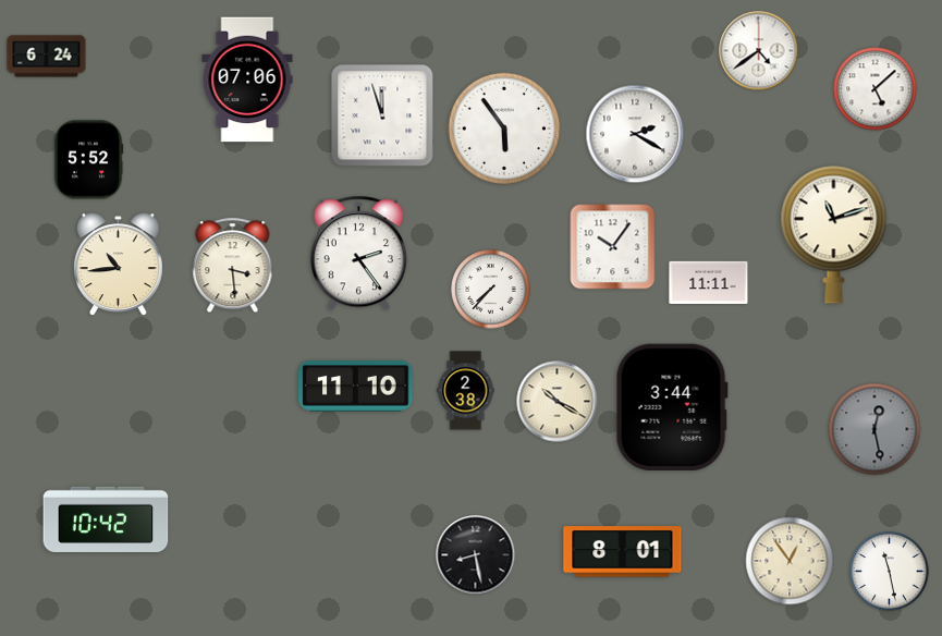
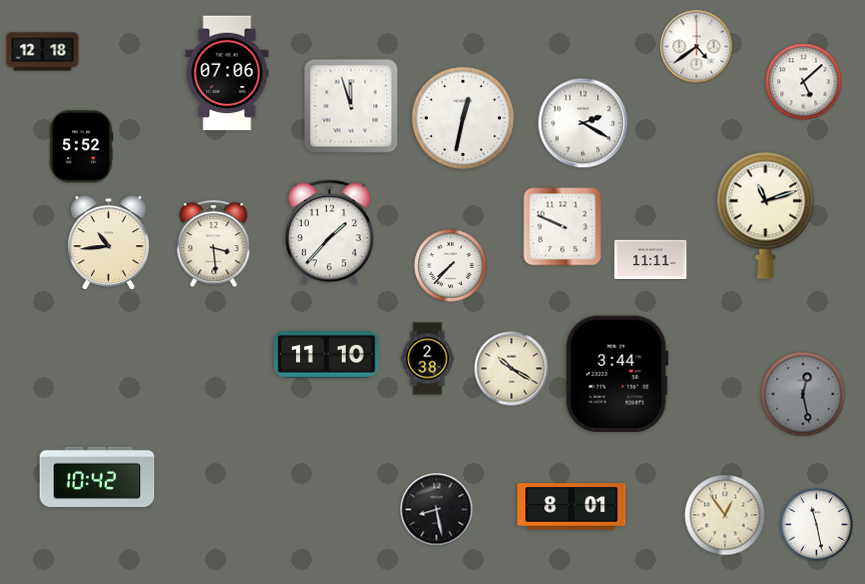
clock at (47, 57): 6:24 -> 12:18
clock at (503, 127): 5:54 -> 12:32
clock at (613, 247): 10:06 -> 9:49
clock at (358, 254): 2:24 -> 1:37
